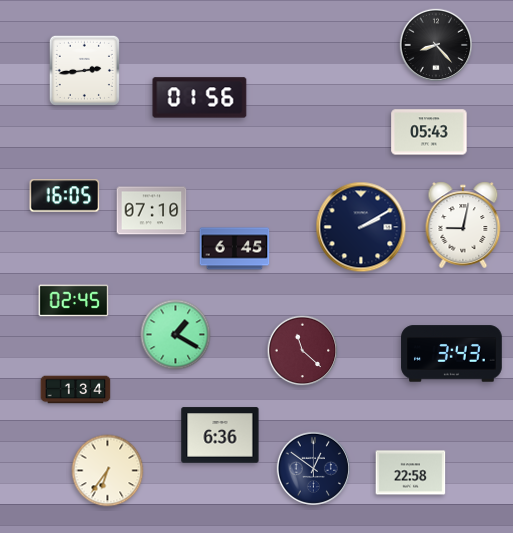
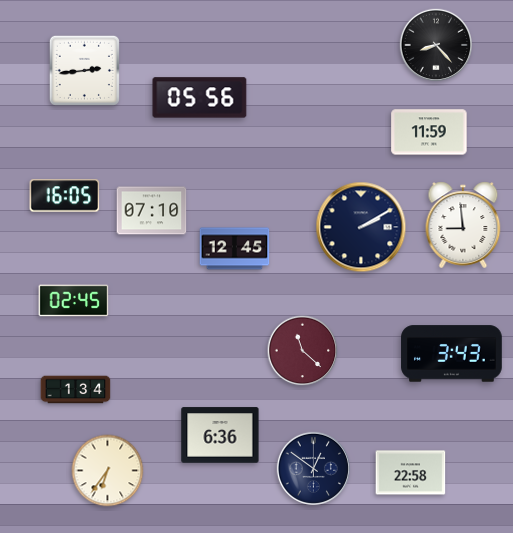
clock at (200, 98): 01:56 -> 05:56
clock at (429, 132): 05:43 -> 11:59
clock at (463, 225): 9:02 -> 8:59
clock at (235, 249): 6:45 -> 12:45
clock at (176, 335): 1:20 -> none
